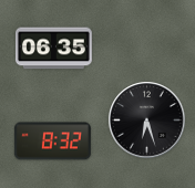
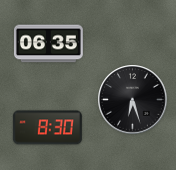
clock at (147, 121) position: (147, 121) -> (133, 100)
clock at (52, 142): 8:32 -> 8:30
